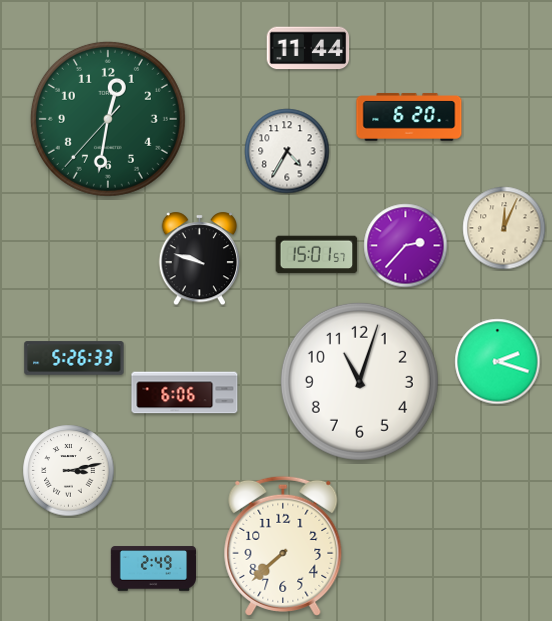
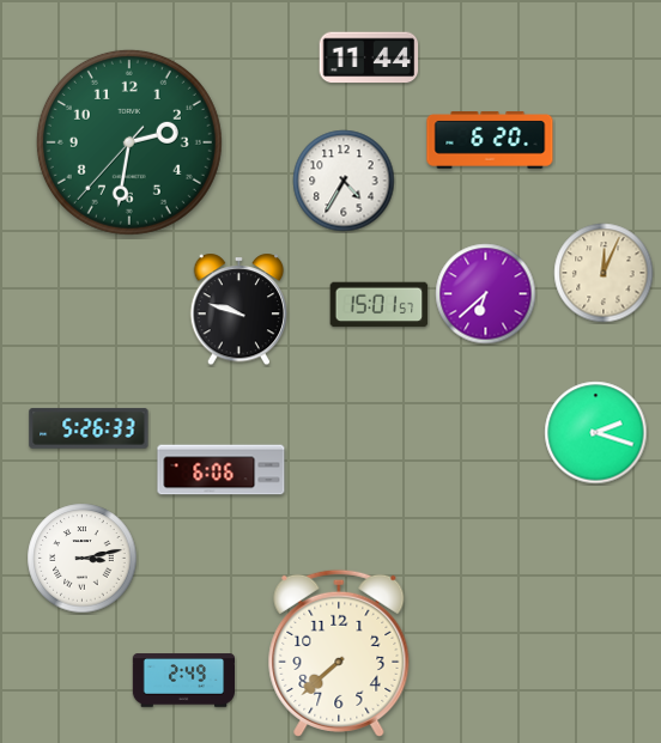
clock at (108, 119): 12:31 -> 2:31
clock at (406, 246): 2:37 -> 6:38
clock at (359, 381): 11:03 -> none
clock at (69, 471) position: (69, 471) -> (83, 559)
